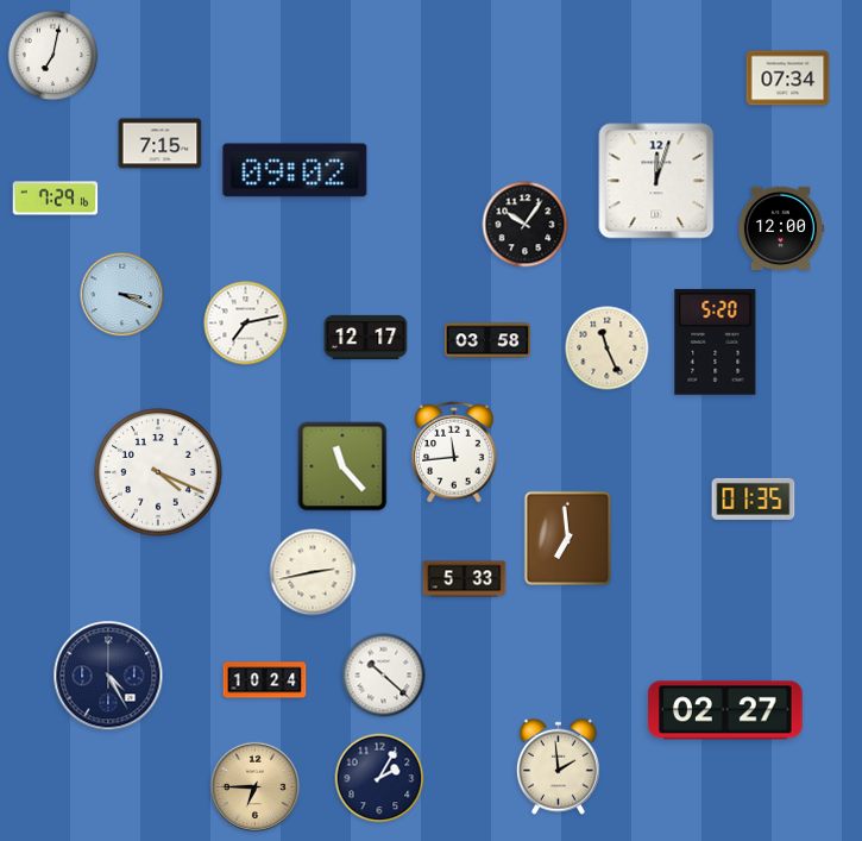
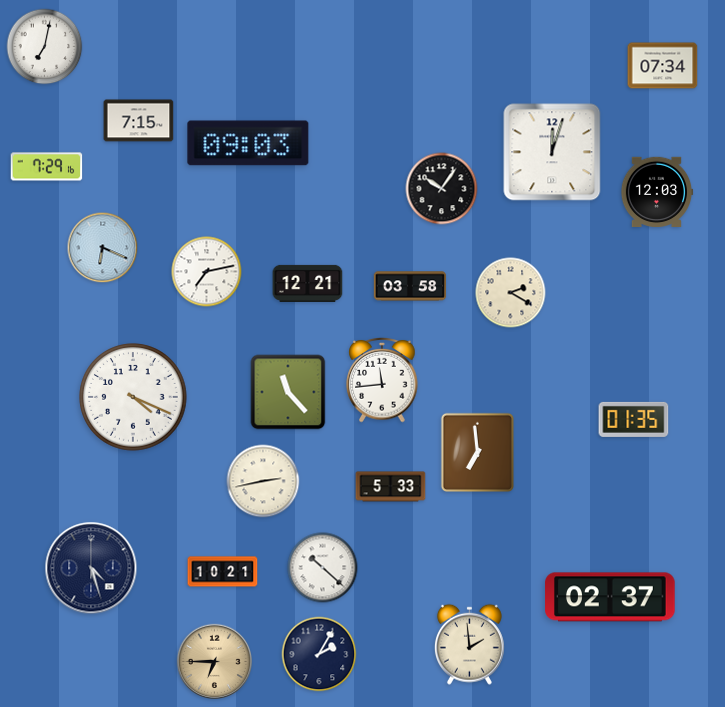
clock at (161, 144) position: (161, 144) -> (139, 121)
clock at (295, 170): 09:02 -> 09:03
clock at (781, 228): 12:00 -> 12:03
clock at (122, 295): 3:19 -> 6:19
clock at (366, 337): 12:17 -> 12:21
clock at (716, 341): 5:20 -> none
clock at (608, 349): 11:26 -> 2:20
clock at (108, 676): 4:25 -> 4:27
clock at (265, 680): 10:24 -> 10:21
clock at (725, 710): 02:27 -> 02:37
